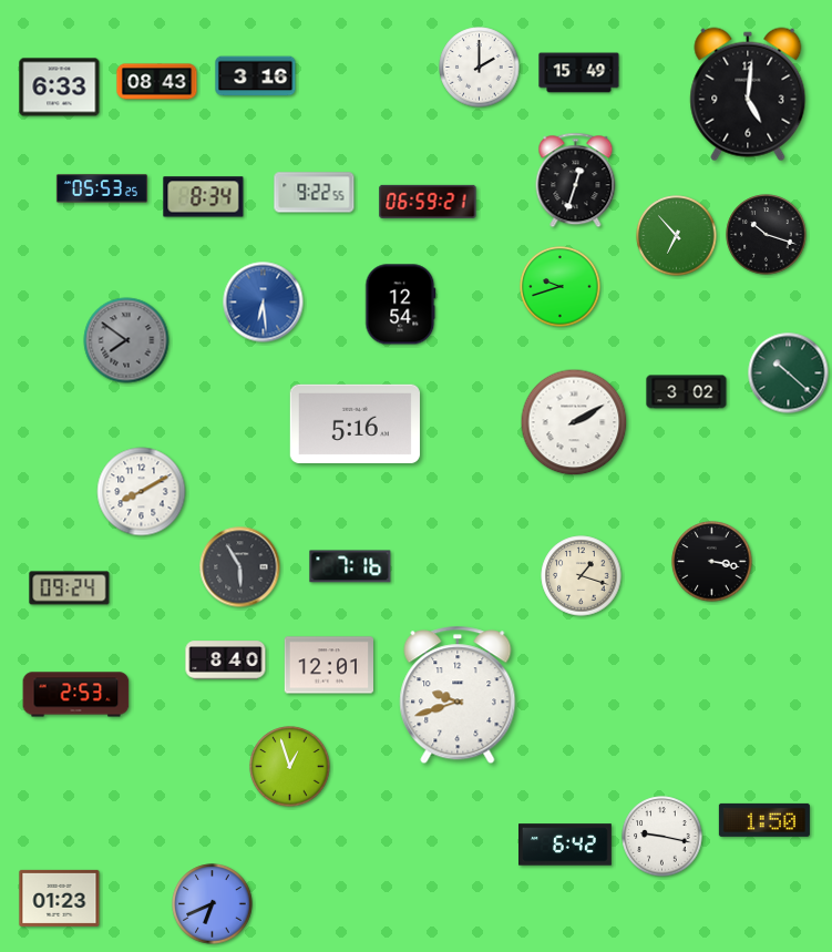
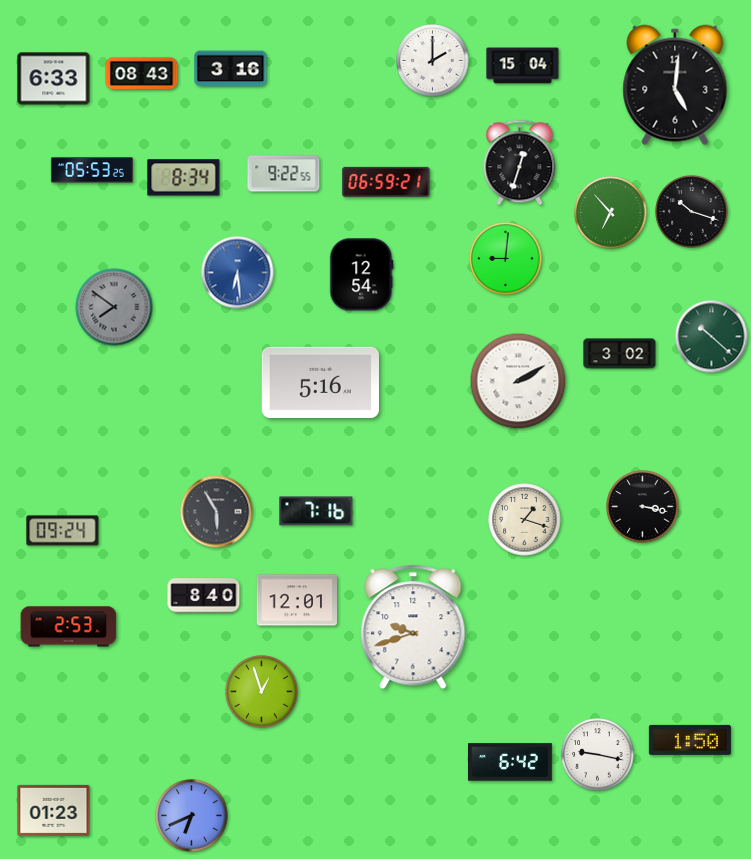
clock at (579, 73): 15:49 -> 15:04
clock at (561, 287): 9:42 -> 9:01
clock at (142, 492): 8:10 -> none
